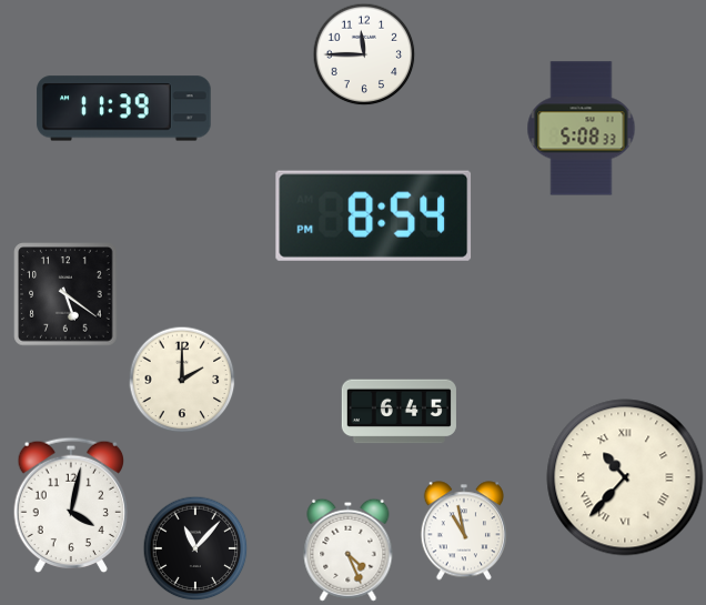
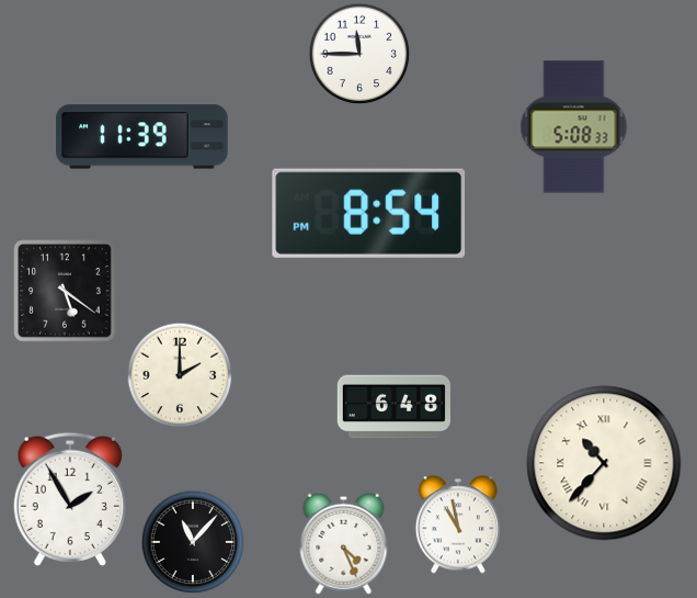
clock at (124, 109) position: (124, 109) -> (142, 137)
clock at (399, 412): 6:45 -> 6:48
clock at (625, 477) position: (625, 477) -> (604, 463)
clock at (70, 505): 4:02 -> 1:55
